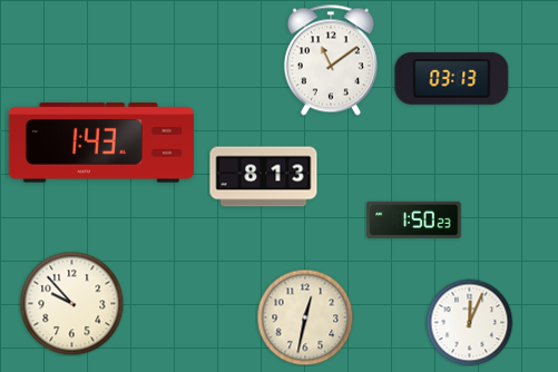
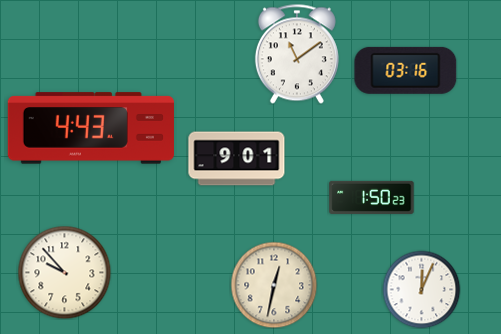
clock at (452, 78): 03:13 -> 03:16
clock at (101, 143): 1:43 -> 4:43
clock at (264, 177): 8:13 -> 9:01
